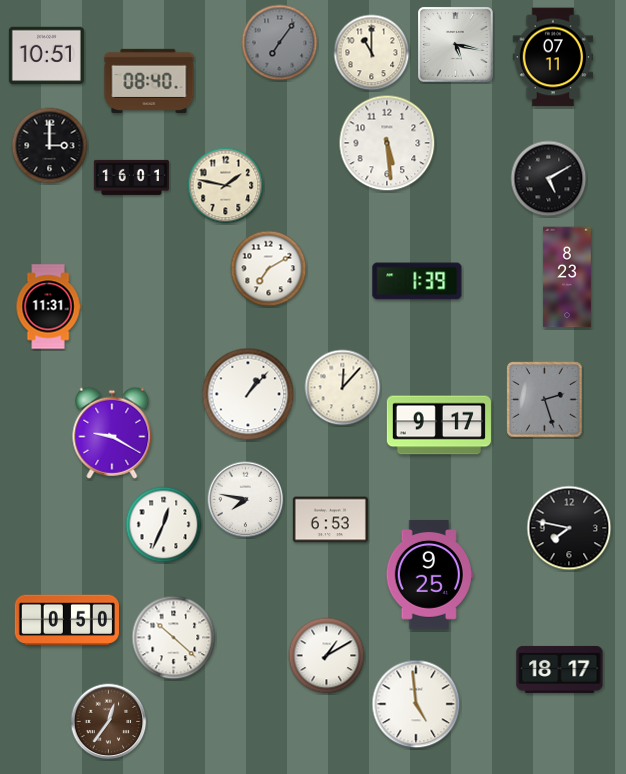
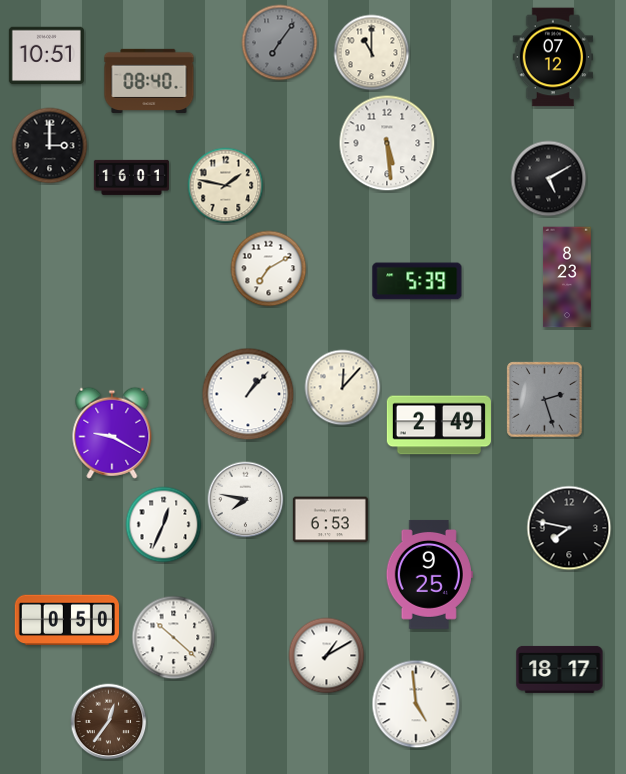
clock at (456, 45): 5:17 -> none
clock at (553, 57): 07:11 -> 07:12
clock at (417, 281): 1:39 -> 5:39
clock at (48, 307): 11:31 -> none
clock at (439, 425): 9:17 -> 2:49
